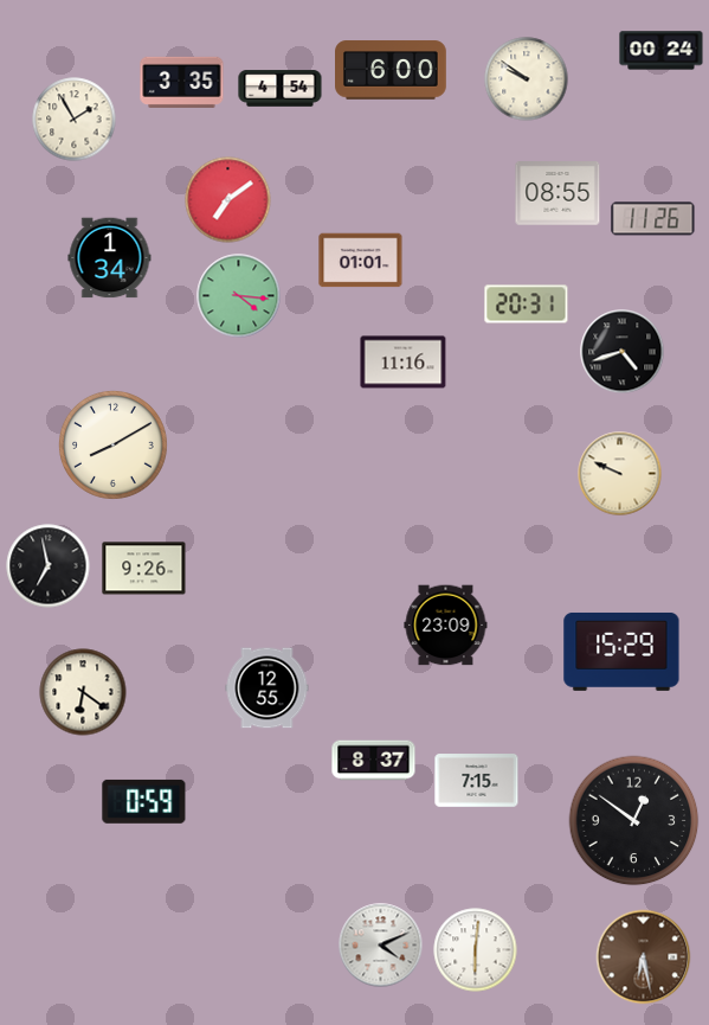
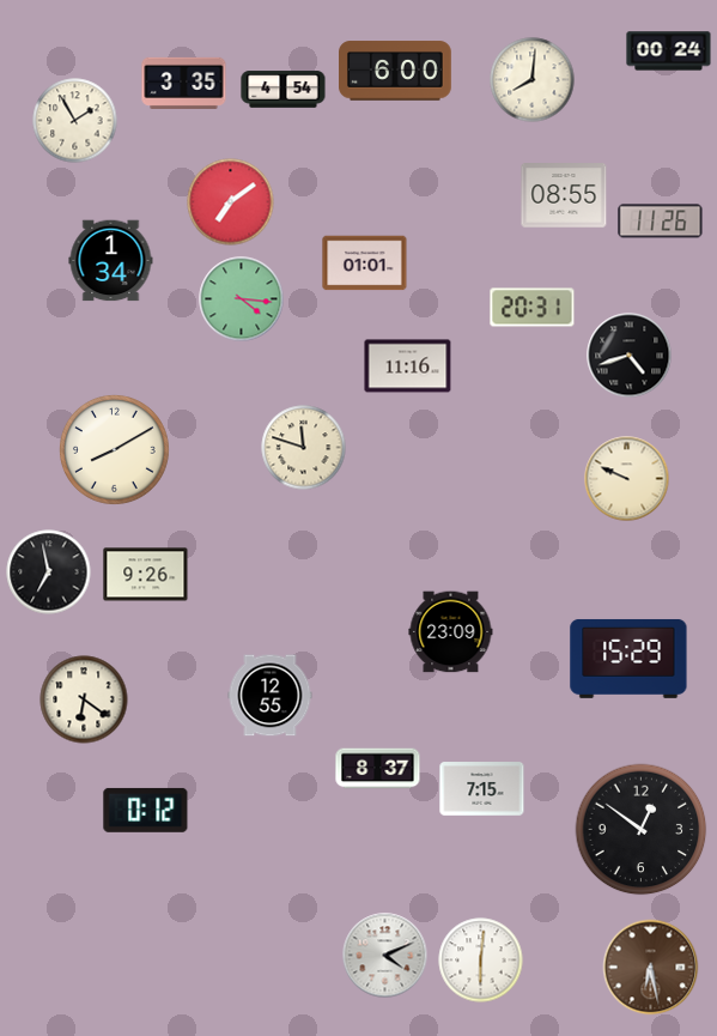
clock at (527, 79): 9:51 -> 8:01
clock at (304, 448): none -> 11:48
clock at (144, 801): 0:59 -> 0:12
